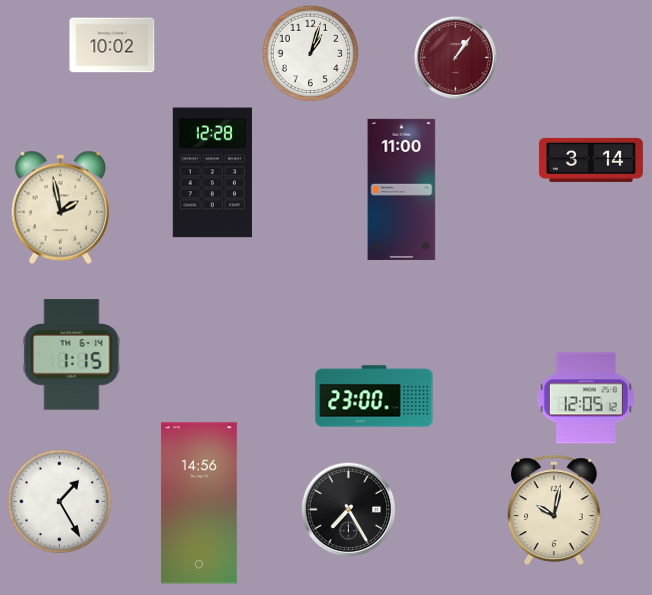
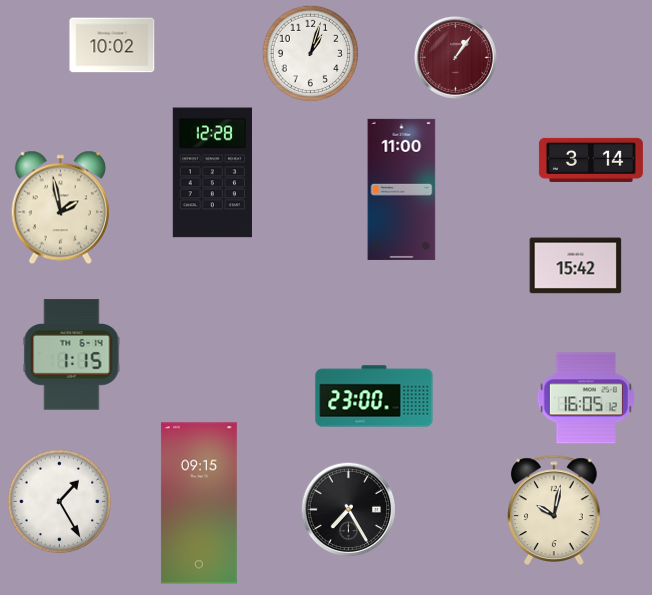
clock at (576, 266): none -> 15:42
clock at (586, 398): 12:05 -> 16:05
clock at (199, 503): 14:56 -> 09:15
